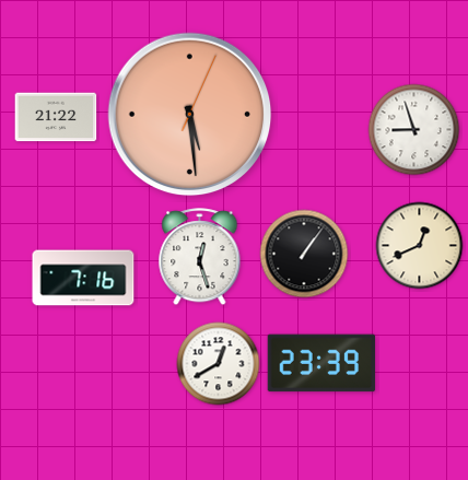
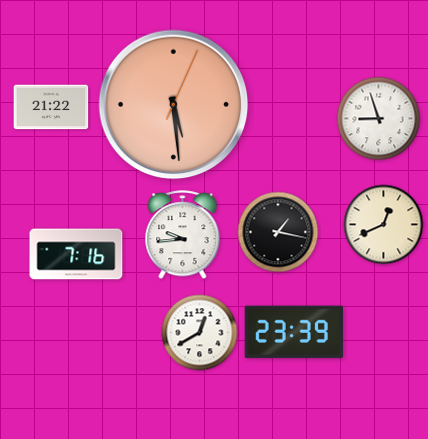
clock at (304, 254): 1:06 -> 1:17
clock at (200, 257): 12:27 -> 9:44
